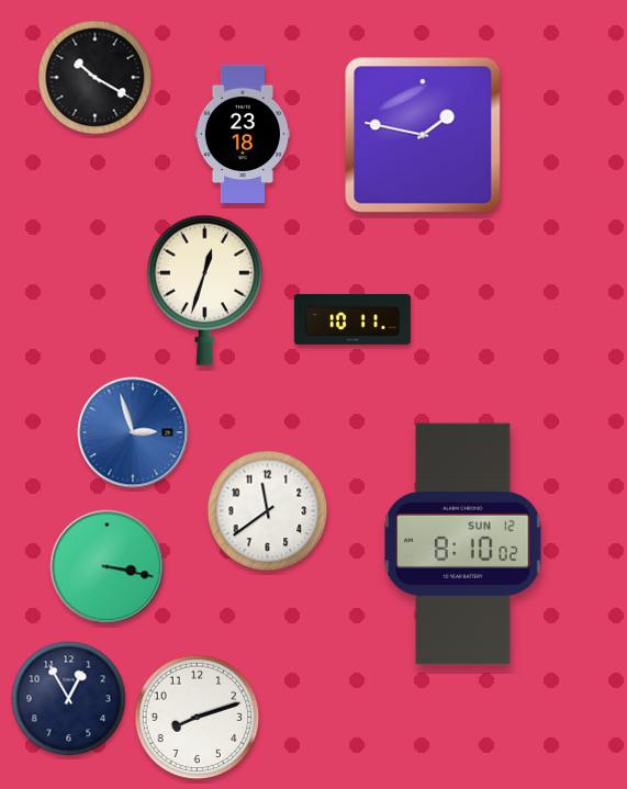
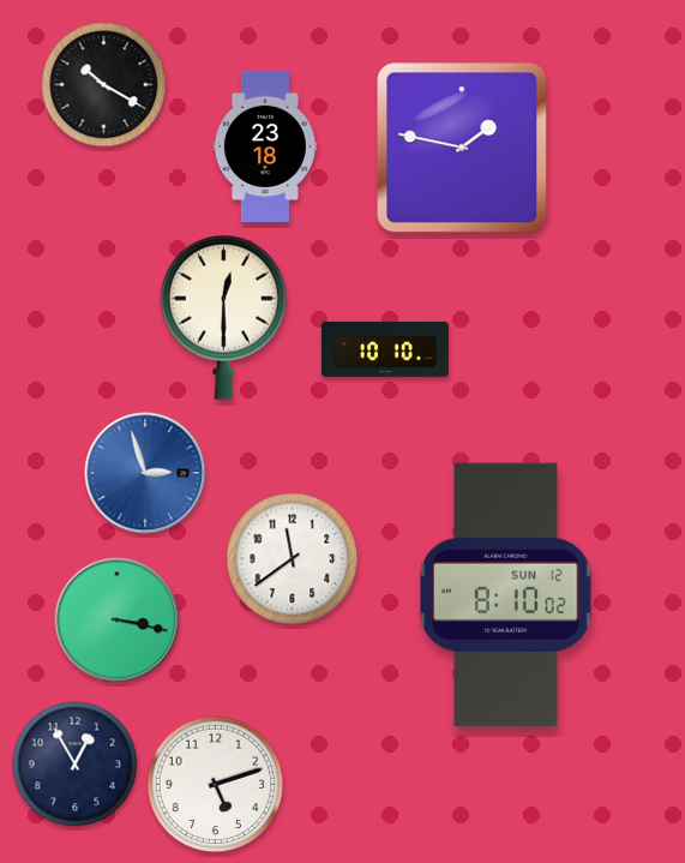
clock at (204, 290): 12:33 -> 12:30
clock at (352, 319): 10:11 -> 10:10
clock at (198, 718): 8:12 -> 5:12
